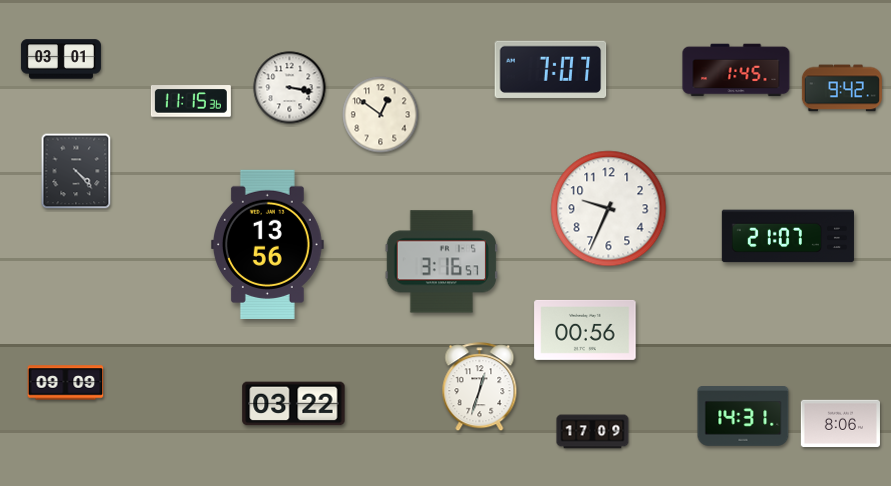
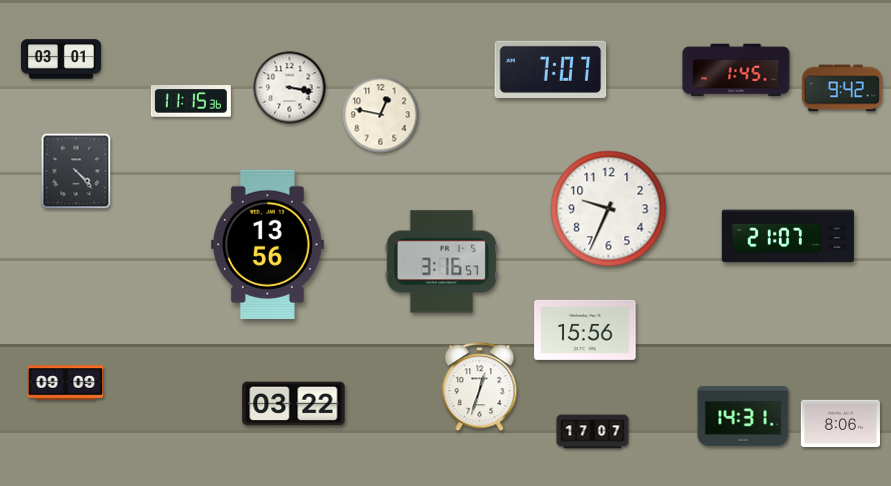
clock at (381, 115): 12:51 -> 12:47
clock at (585, 330): 00:56 -> 15:56
clock at (593, 432): 17:09 -> 17:07
